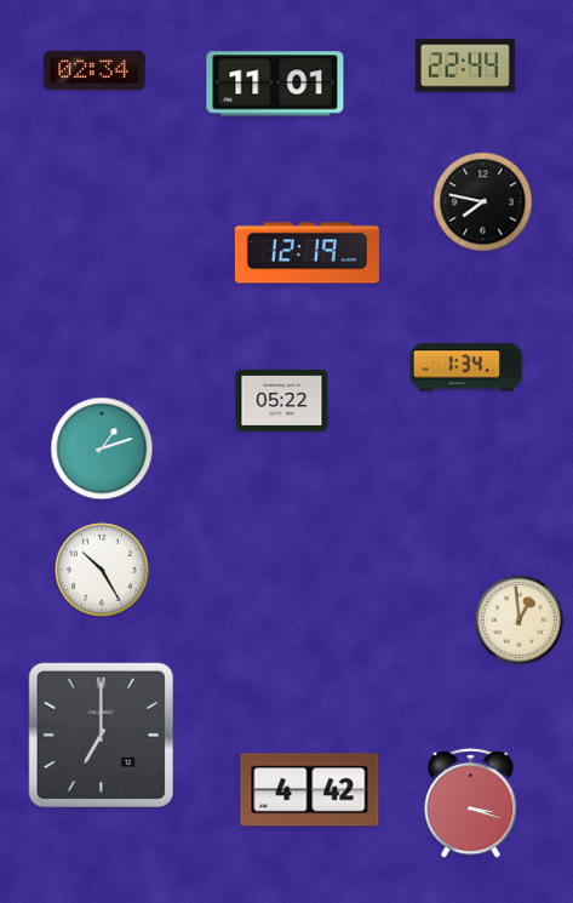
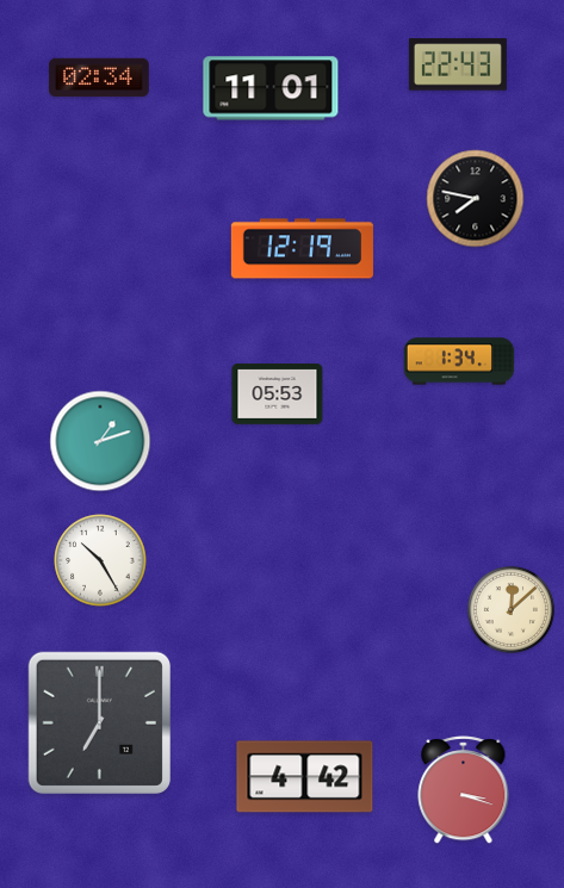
clock at (465, 65): 22:44 -> 22:43
clock at (94, 70) position: (94, 70) -> (99, 77)
clock at (275, 84) position: (275, 84) -> (271, 88)
clock at (282, 401): 05:22 -> 05:53
clock at (518, 619): 12:59 -> 12:08
